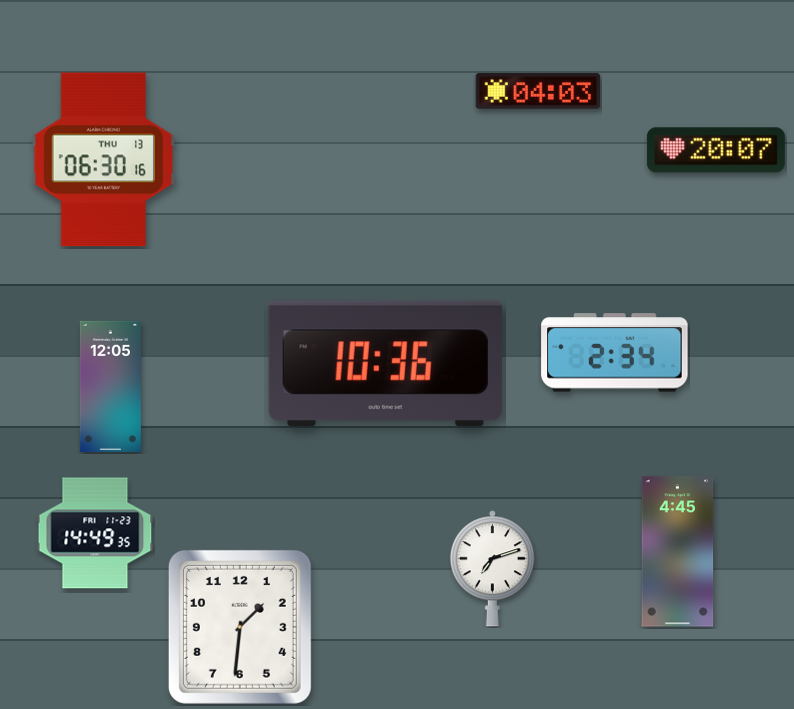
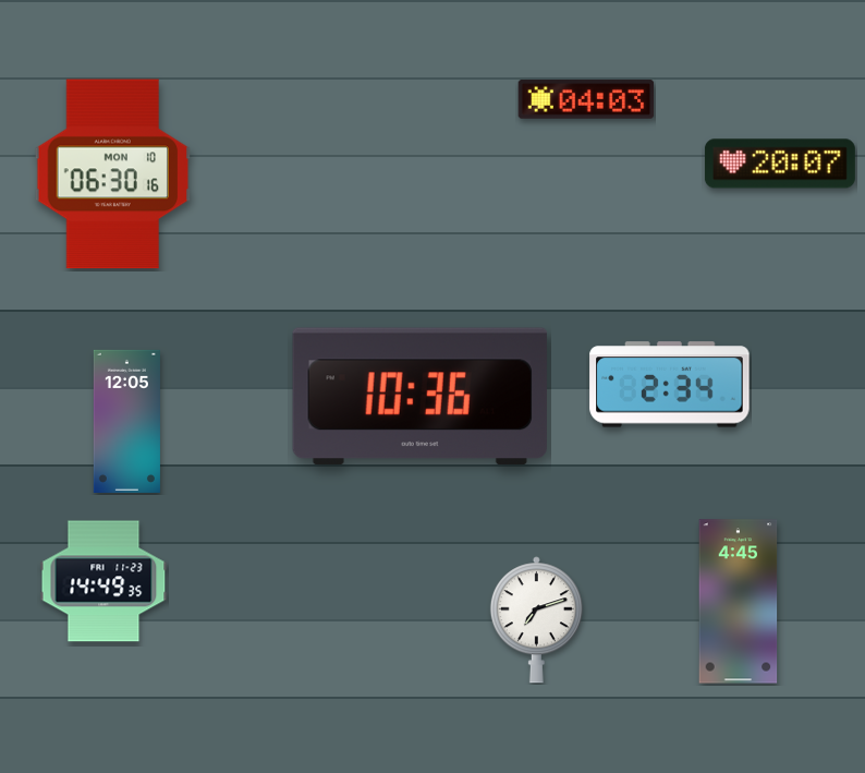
clock at (104, 160) date: THU 13 -> MON 10
clock at (110, 386) position: (110, 386) -> (126, 421)
clock at (240, 627): 1:31 -> none
